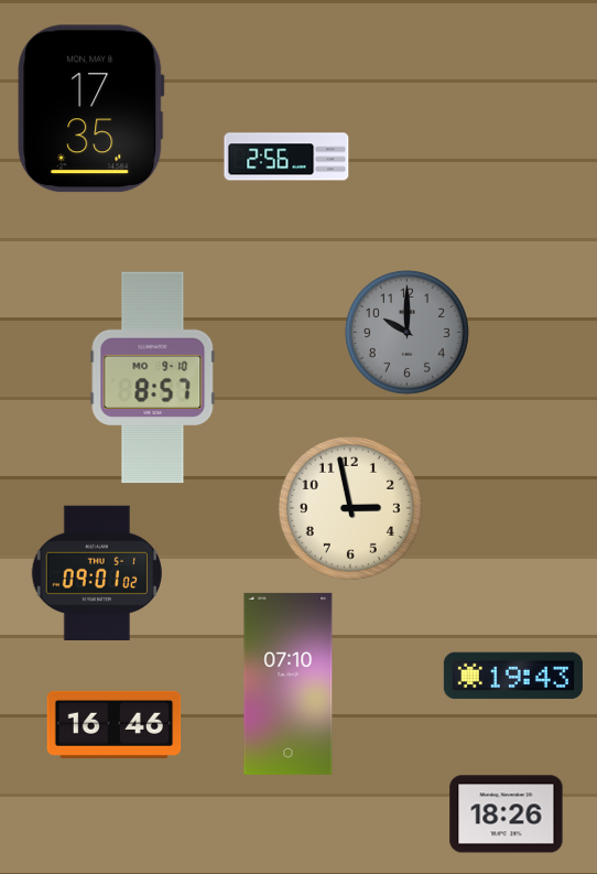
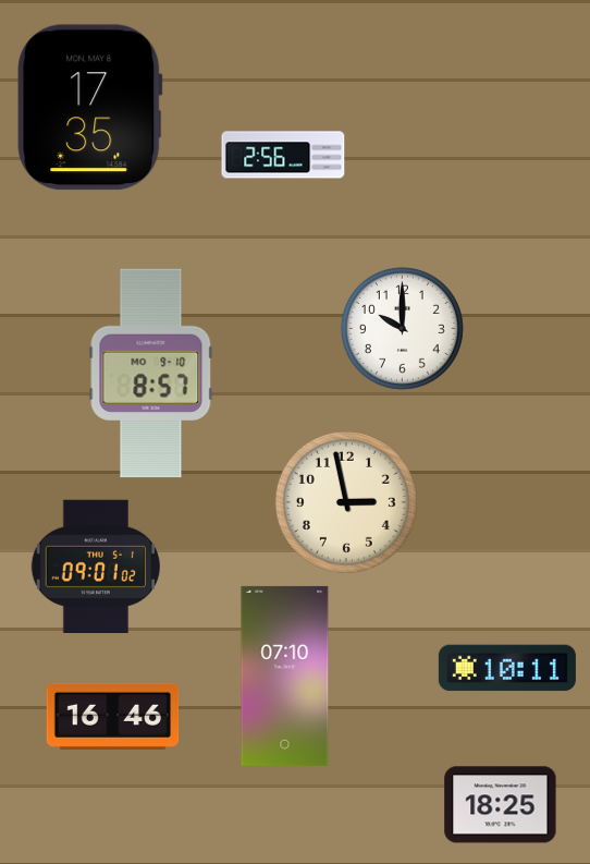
clock at (406, 332) dial: grey -> white
clock at (513, 676): 19:43 -> 10:11
clock at (507, 814): 18:26 -> 18:25
